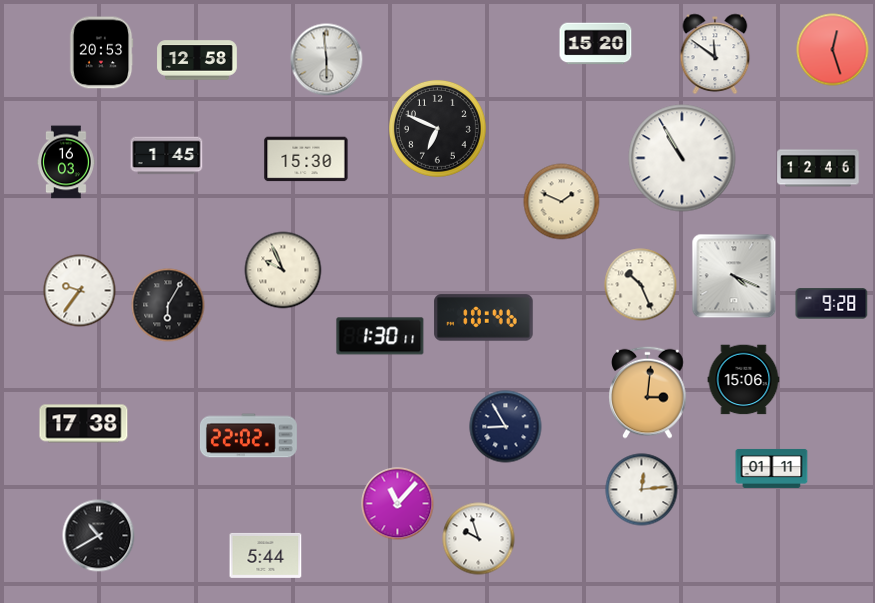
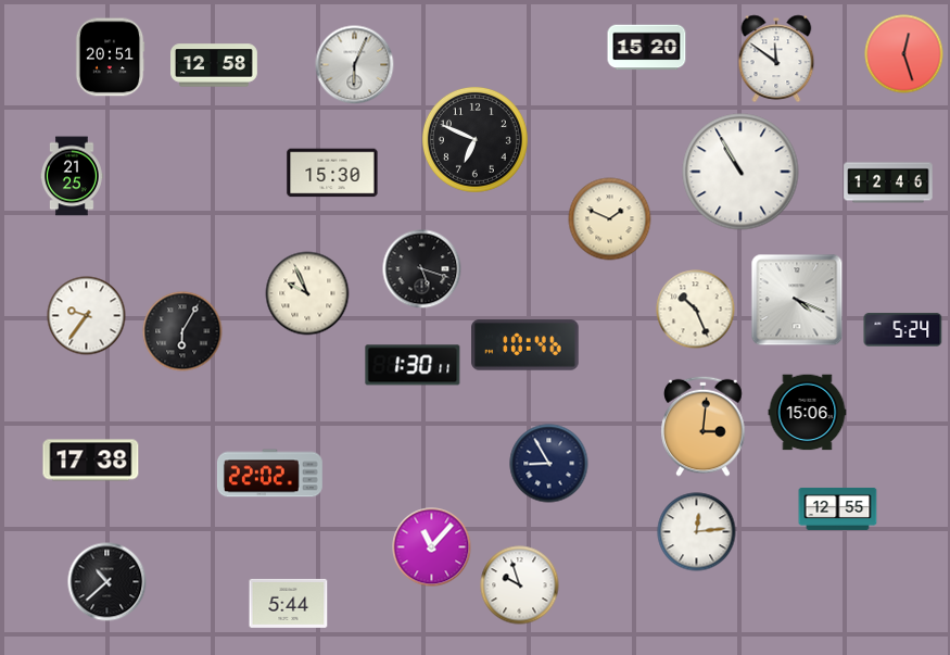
clock at (101, 53): 20:53 -> 20:51
clock at (327, 60): 5:59 -> 6:04
clock at (167, 156): 1:45 -> none
clock at (67, 162): 16:03 -> 21:25
clock at (422, 269): none -> 5:18
clock at (832, 304): 9:28 -> 5:24
clock at (772, 468): 01:11 -> 12:55
clock at (99, 536): 10:40 -> 10:38
